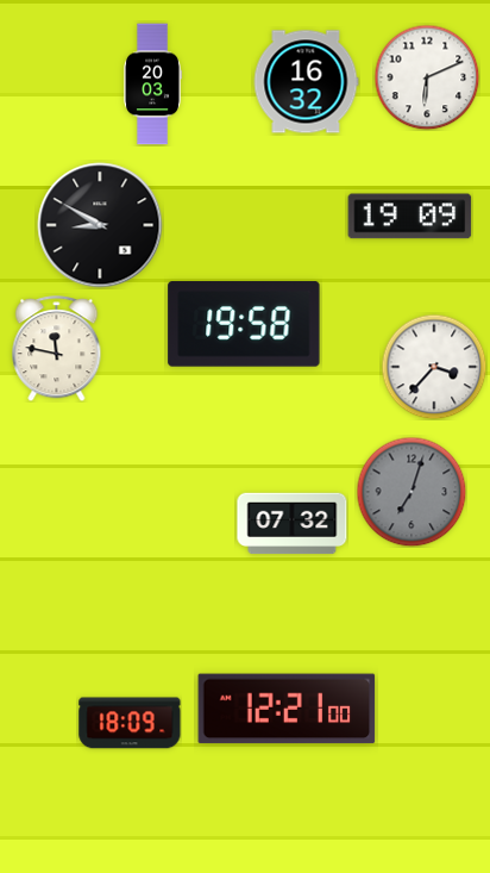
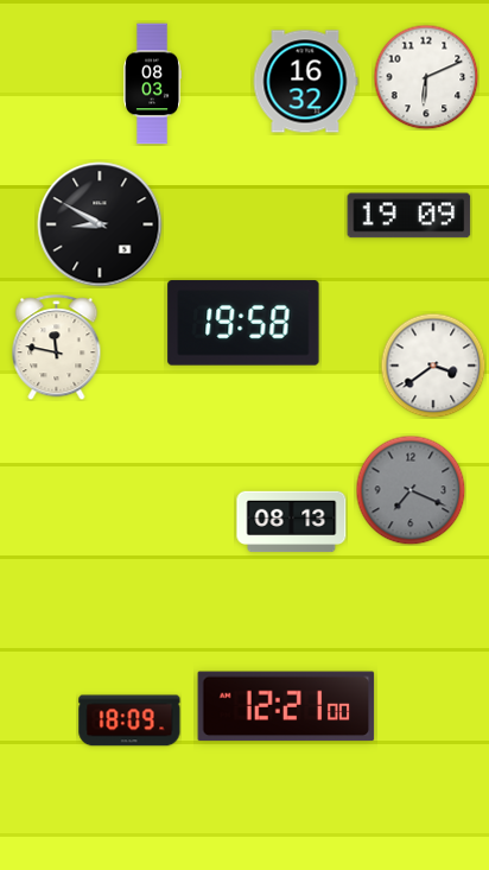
clock at (152, 85): 20:03 -> 08:03
clock at (434, 367): 3:37 -> 3:39
clock at (412, 492): 7:03 -> 7:19
clock at (293, 524): 07:32 -> 08:13
